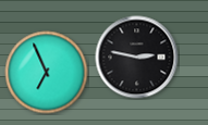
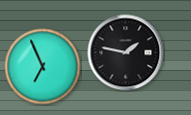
clock at (137, 58): 2:47 -> 1:47
